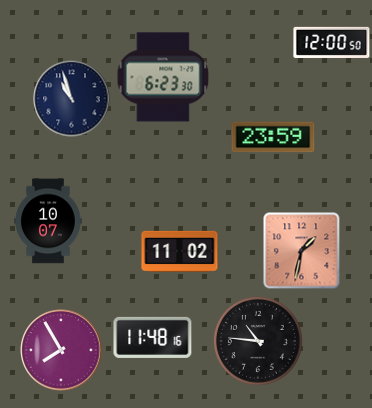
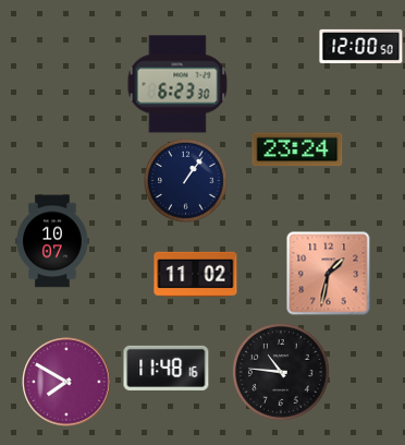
clock at (72, 99): 10:57 -> none
clock at (273, 137): 23:59 -> 23:24
clock at (186, 181): none -> 1:06
clock at (61, 350): 7:55 -> 7:50
